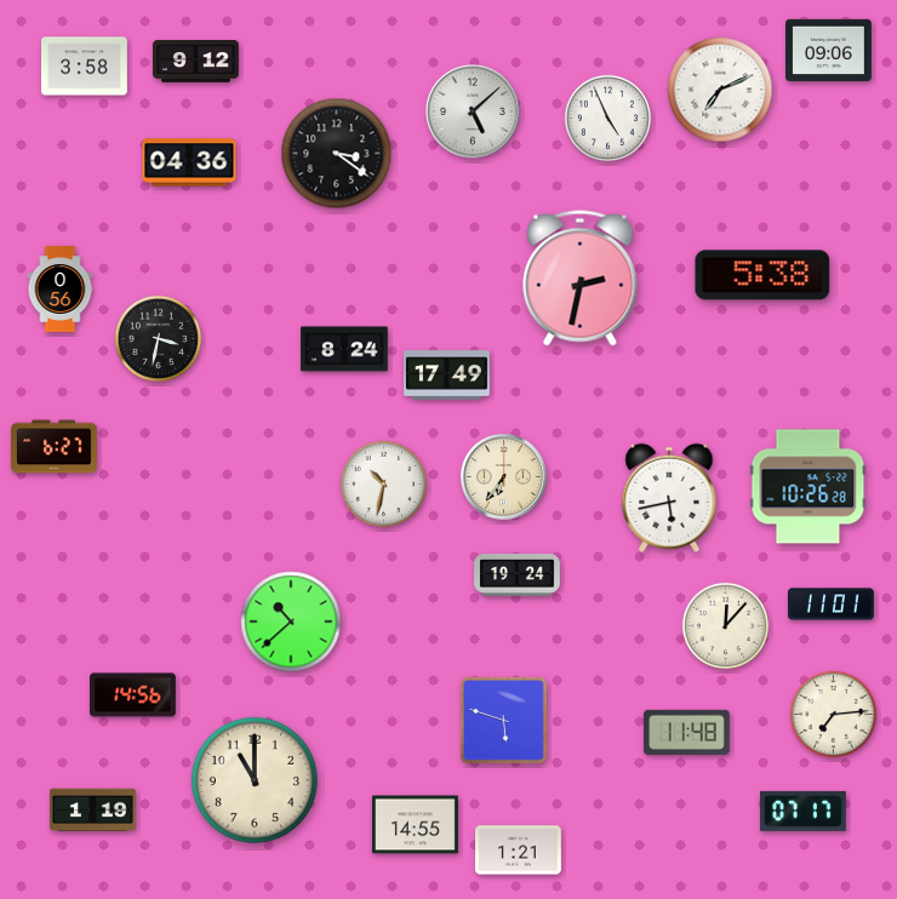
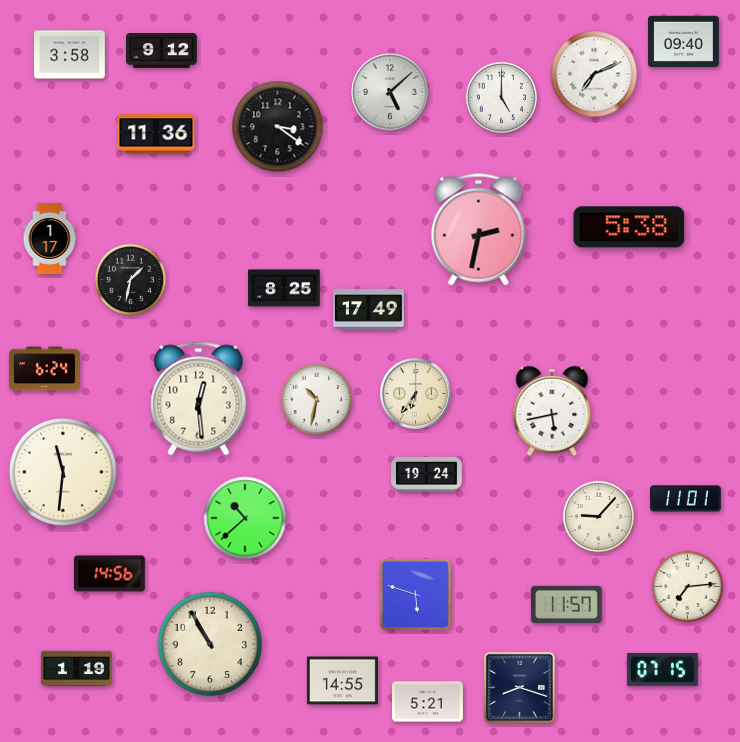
clock at (829, 51): 09:06 -> 09:40
clock at (609, 119): 4:56 -> 5:00
clock at (189, 162): 04:36 -> 11:36
clock at (61, 290): 0:56 -> 1:17
clock at (159, 339): 3:32 -> 1:32
clock at (344, 349): 8:24 -> 8:25
clock at (55, 447): 6:27 -> 6:24
clock at (199, 399): none -> 12:29
clock at (809, 487): 10:26 -> none
clock at (63, 472): none -> 11:31
clock at (291, 622) position: (291, 622) -> (245, 518)
clock at (726, 626): 12:07 -> 9:07
clock at (834, 715) position: (834, 715) -> (688, 587)
clock at (686, 732): 11:48 -> 11:57
clock at (255, 780): 11:00 -> 10:55
clock at (802, 811): 07:17 -> 07:15
clock at (519, 687): none -> 8:18
clock at (519, 851): 1:21 -> 5:21
